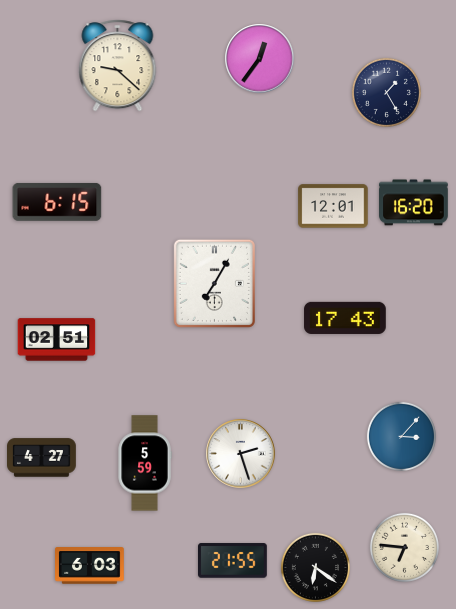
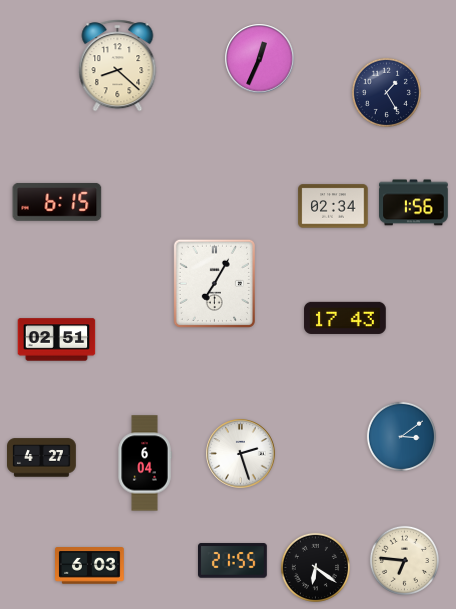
clock at (260, 59): 12:36 -> 12:34
clock at (118, 66): 9:22 -> 8:22
clock at (414, 203): 16:20 -> 1:56
clock at (333, 206): 12:01 -> 02:34
clock at (401, 436): 3:07 -> 3:09
clock at (145, 463): 5:59 -> 6:04
clock at (404, 547) position: (404, 547) -> (404, 560)
